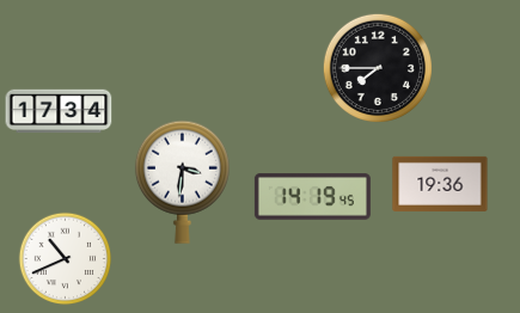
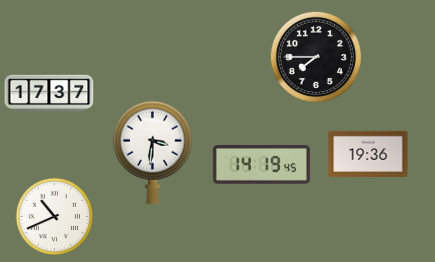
clock at (59, 111): 17:34 -> 17:37
